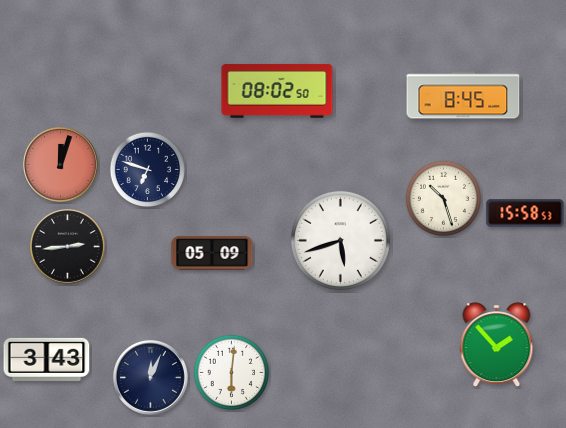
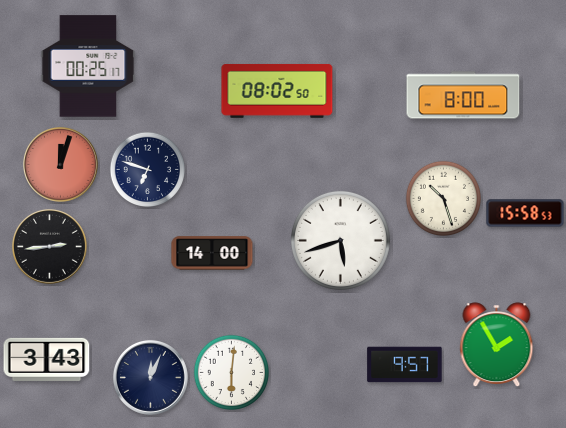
clock at (88, 66): none -> 00:25
clock at (463, 95): 8:45 -> 8:00
clock at (67, 246) position: (67, 246) -> (49, 246)
clock at (212, 253): 05:09 -> 14:00
clock at (497, 344): 1:53 -> 1:55
clock at (405, 365): none -> 9:57
